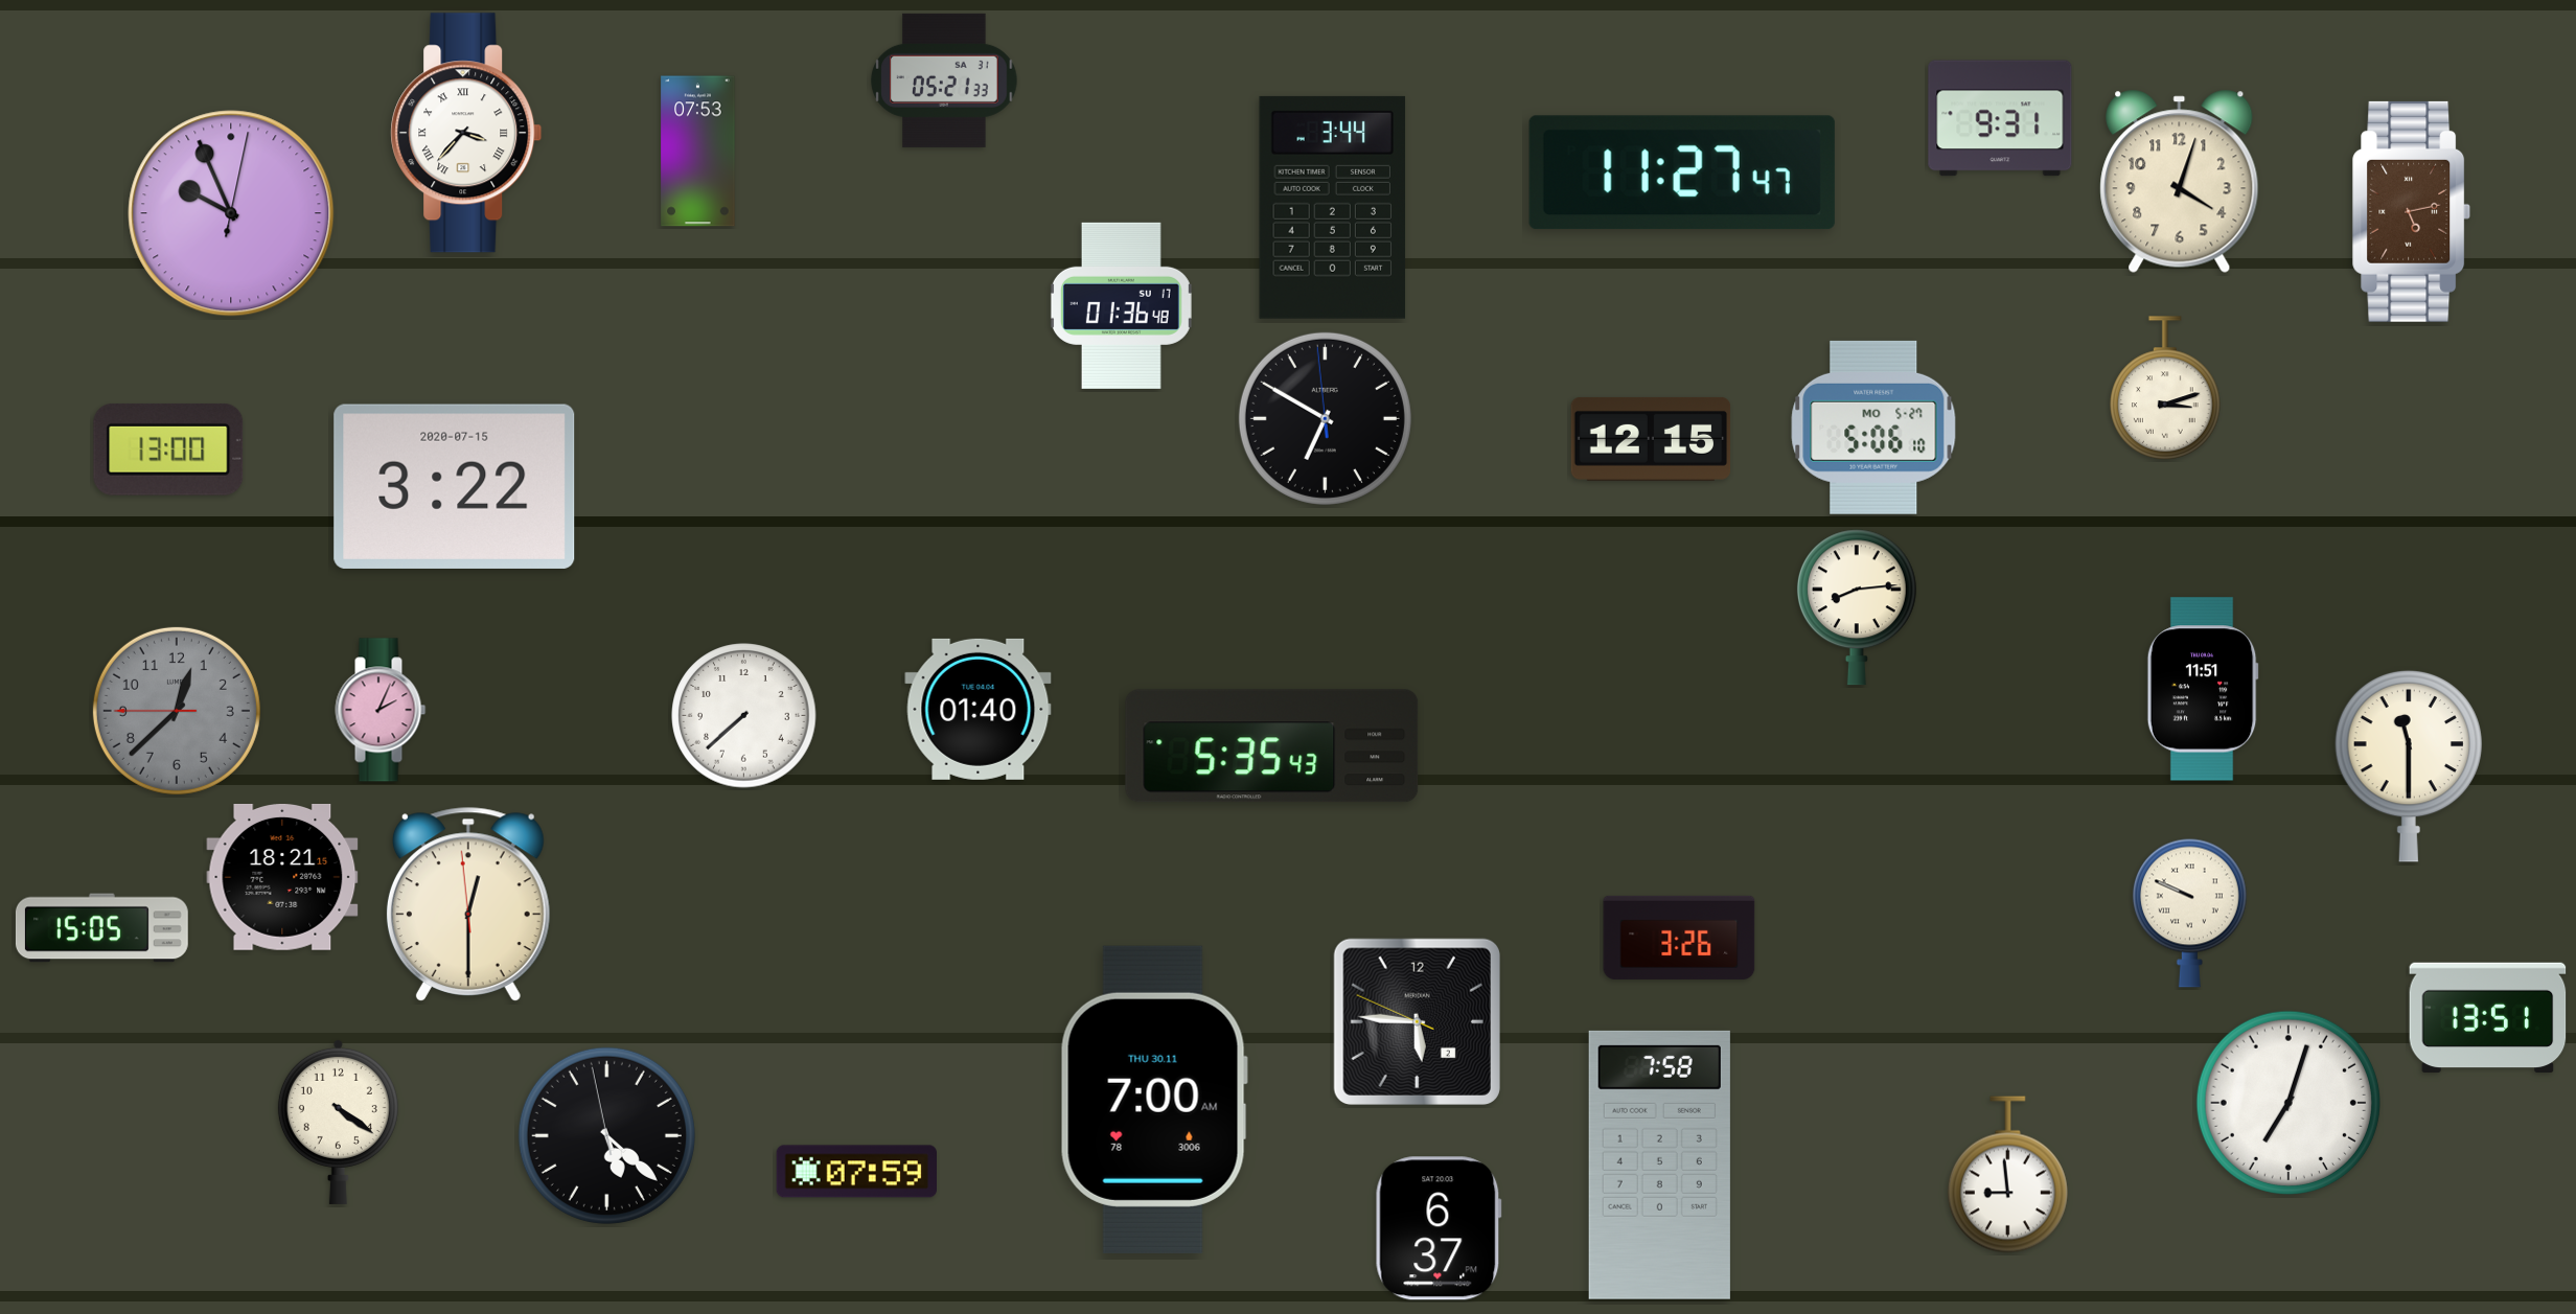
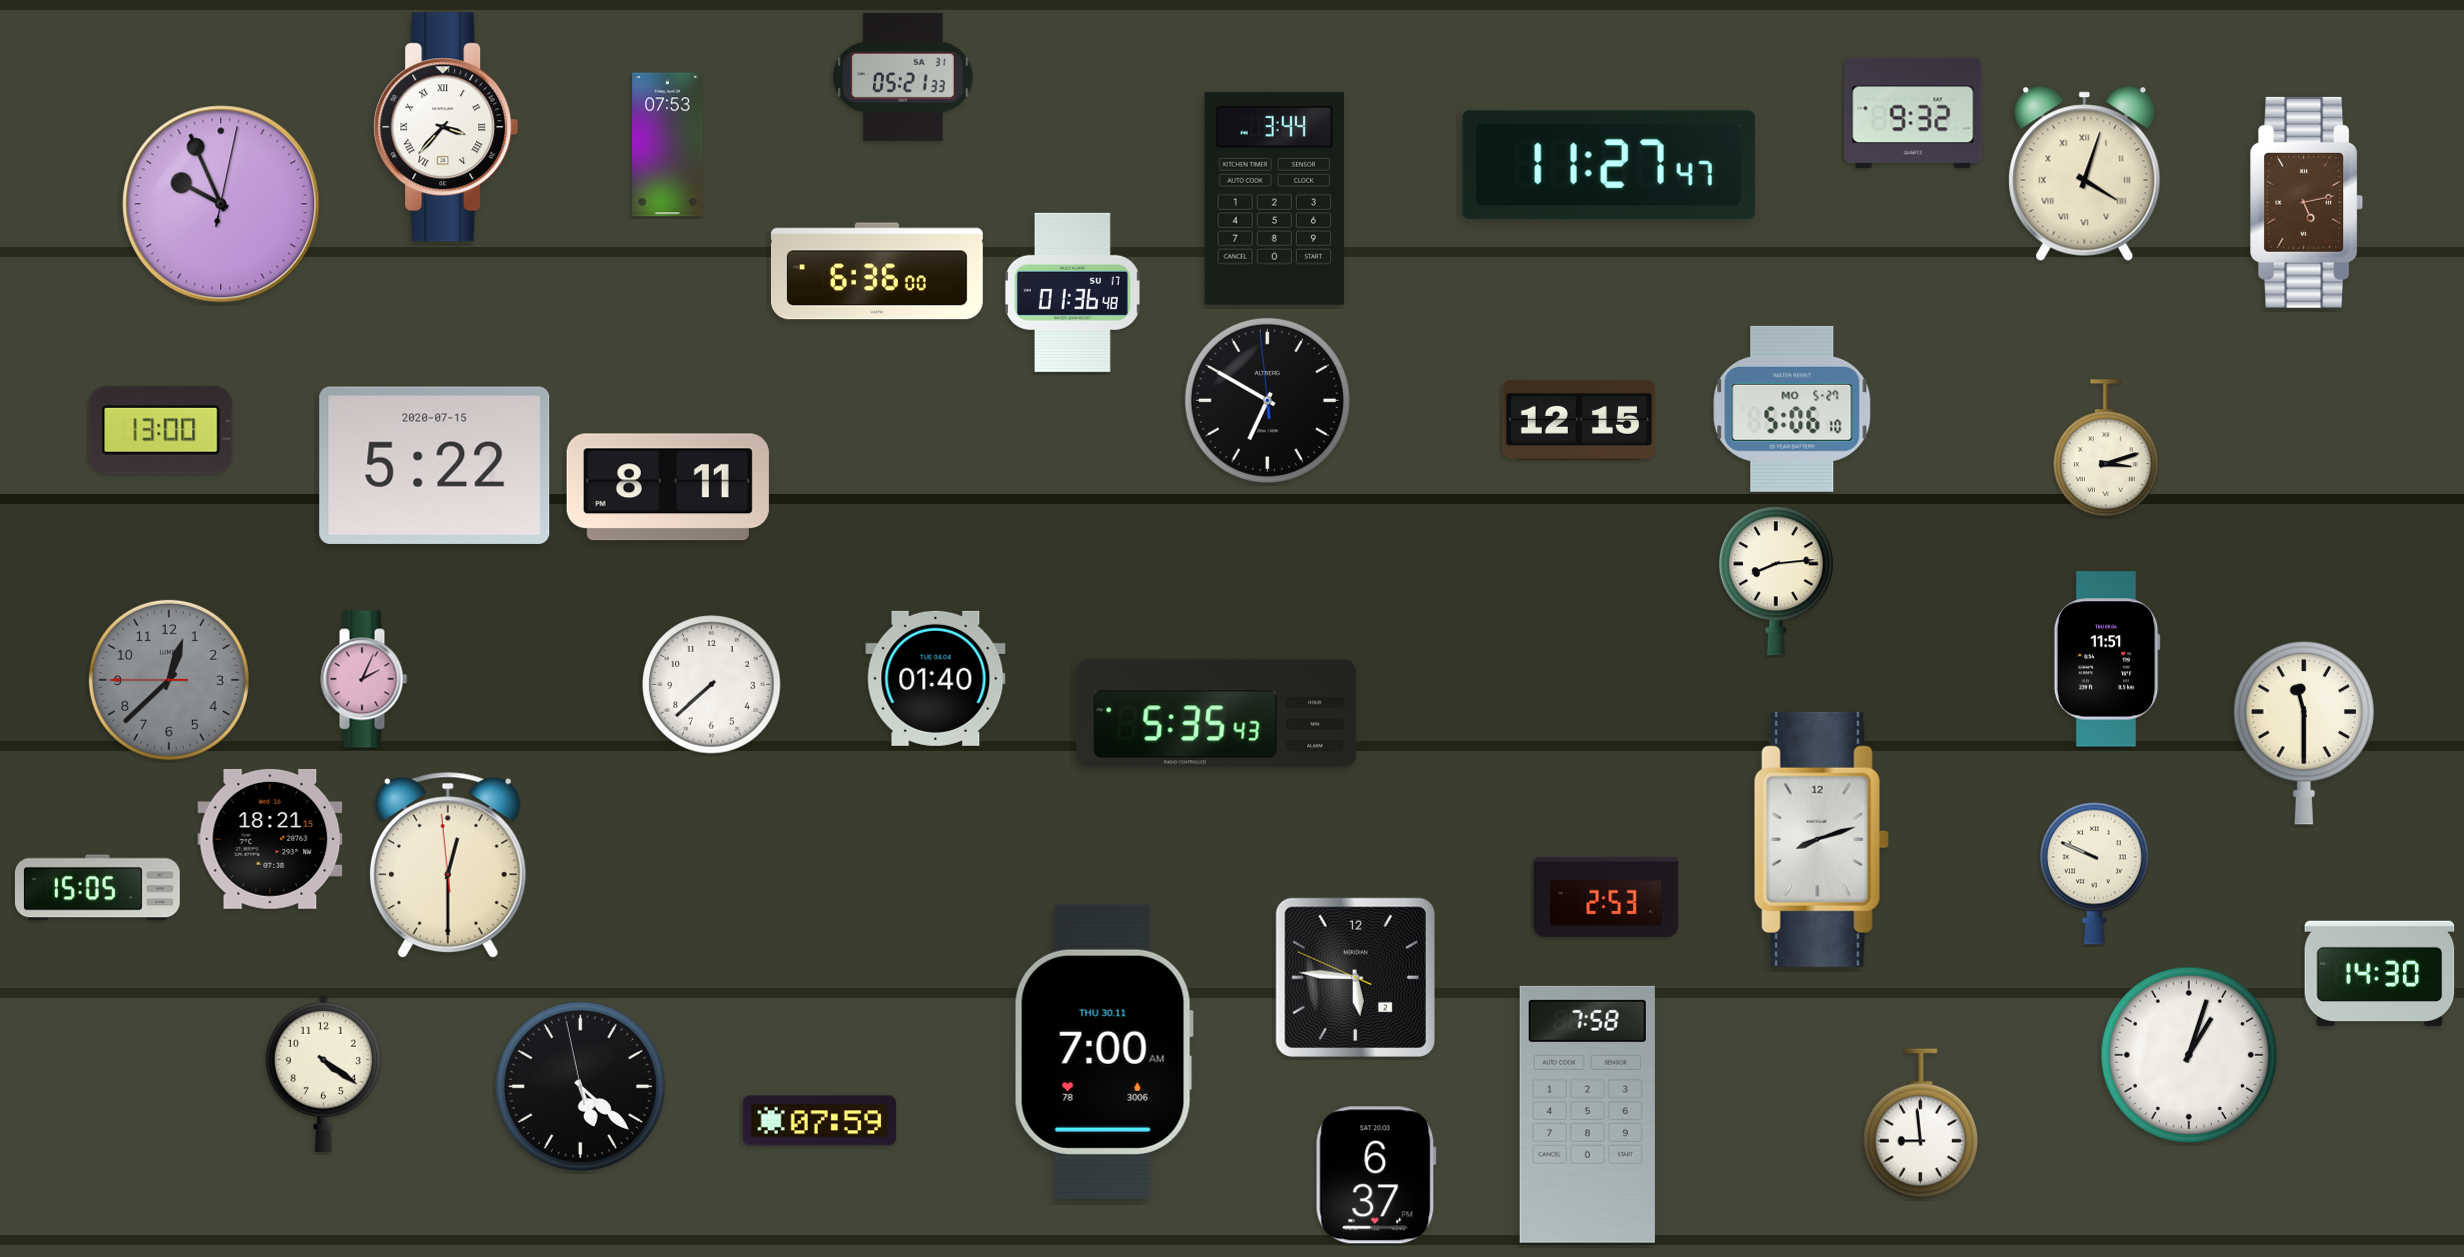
clock at (2000, 118): 9:31 -> 9:32
clock at (2180, 181) numerals: Arabic -> Roman
clock at (877, 271): none -> 6:36
clock at (2166, 388) position: (2166, 388) -> (2107, 448)
clock at (455, 486): 3:22 -> 5:22
clock at (668, 487): none -> 8:11
clock at (1821, 839): none -> 8:12
clock at (1679, 938): 3:26 -> 2:53
clock at (2488, 1018): 13:51 -> 14:30
clock at (2288, 1103): 7:03 -> 1:03
